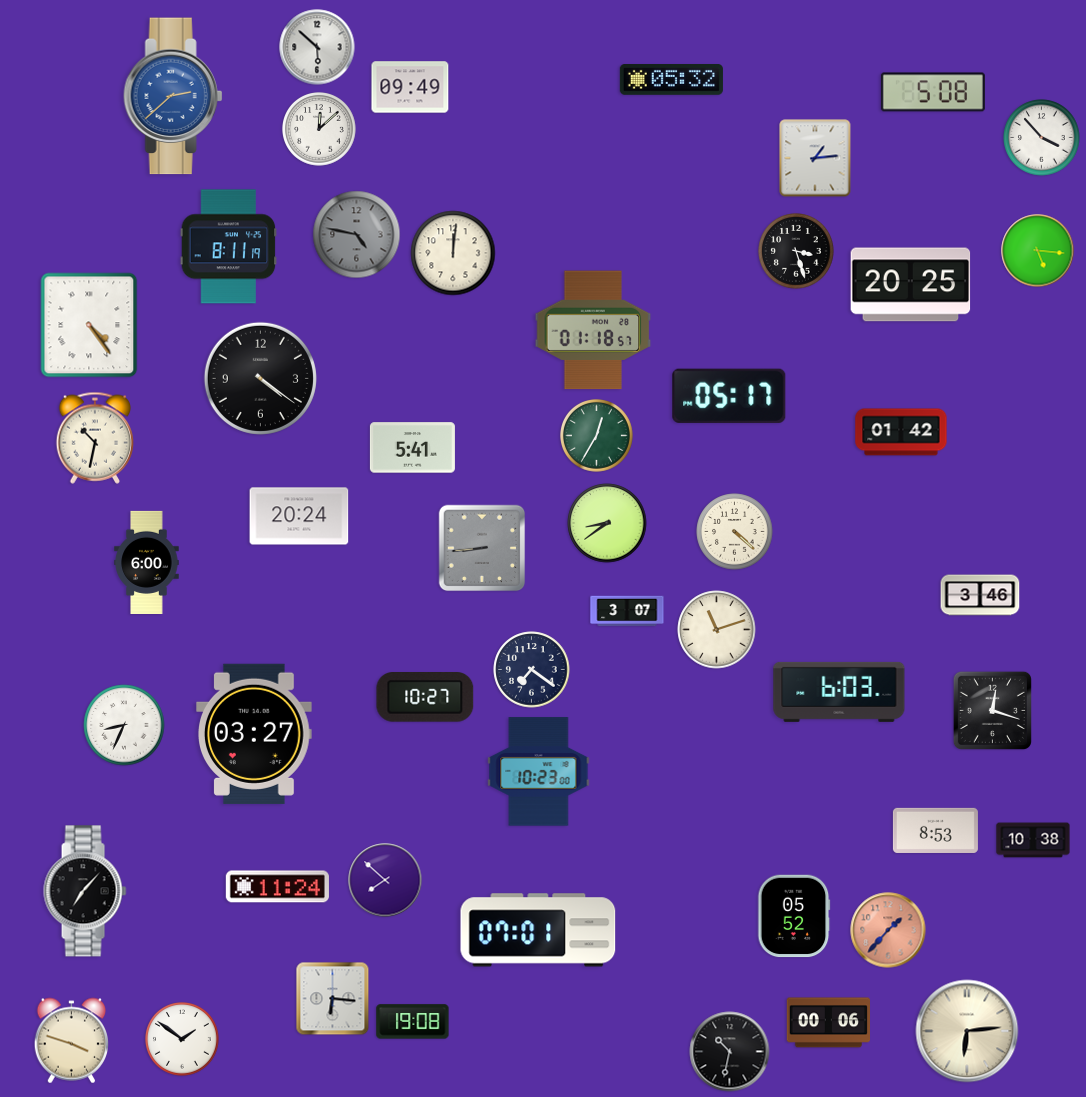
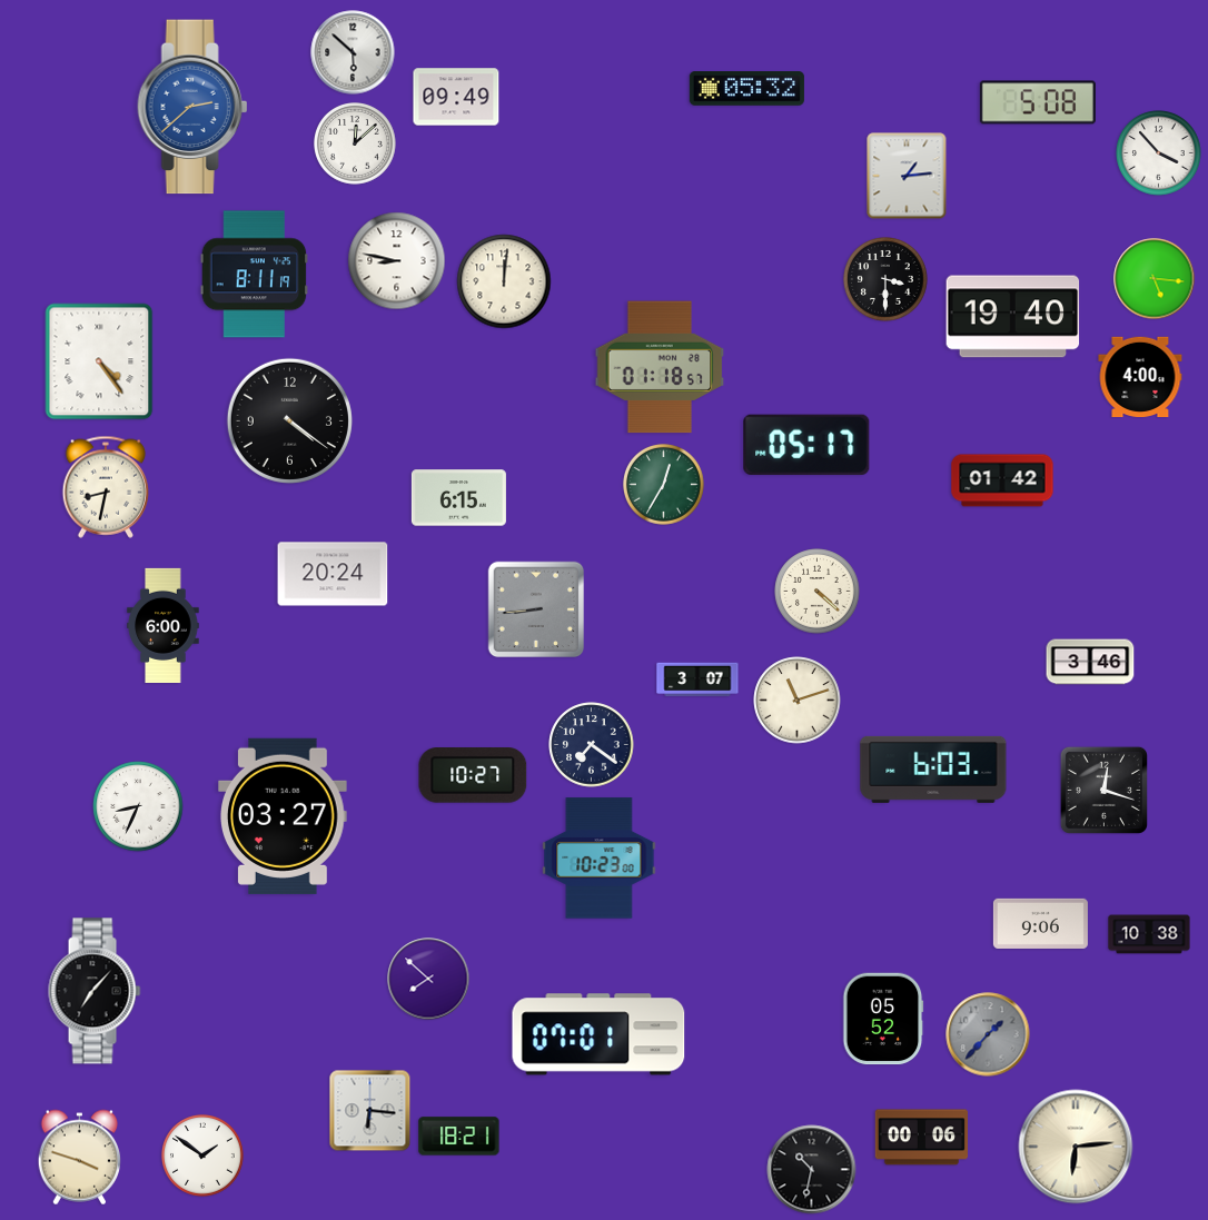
clock at (357, 235): 4:47 -> 8:47
clock at (357, 235) dial: grey -> white
clock at (796, 251): 3:27 -> 3:30
clock at (911, 285): 20:25 -> 19:40
clock at (1140, 376): none -> 4:00
clock at (729, 396) position: (729, 396) -> (806, 445)
clock at (94, 438): 10:32 -> 8:32
clock at (412, 448): 5:41 -> 6:15
clock at (607, 523): 8:39 -> none
clock at (935, 830): 8:53 -> 9:06
clock at (277, 887): 11:24 -> none
clock at (888, 930) dial: salmon -> grey
clock at (413, 1022): 19:08 -> 18:21
